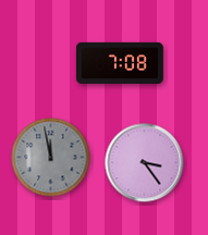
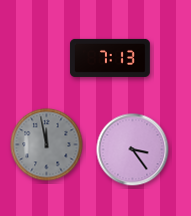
clock at (120, 63): 7:08 -> 7:13
